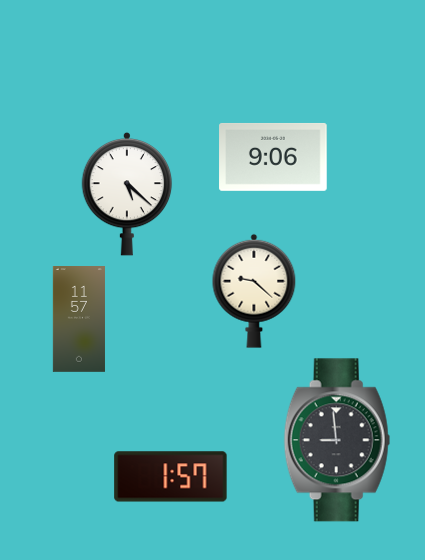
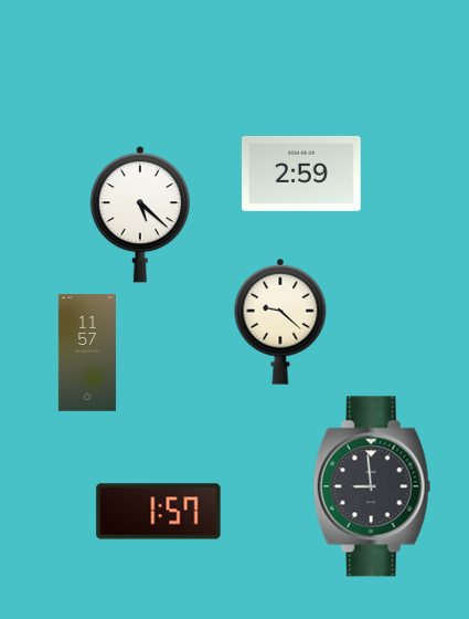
clock at (273, 157): 9:06 -> 2:59
clock at (171, 477) position: (171, 477) -> (159, 512)
